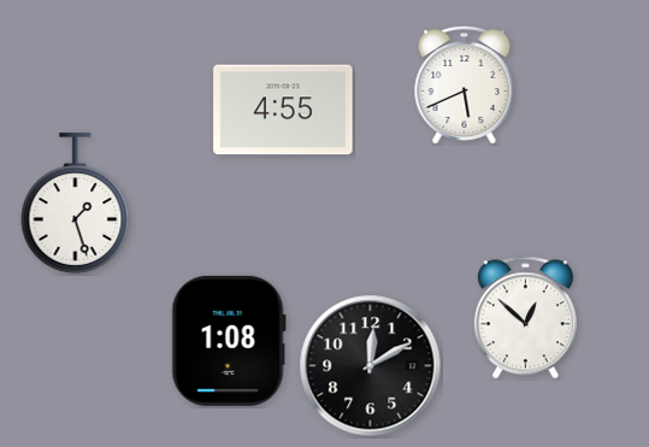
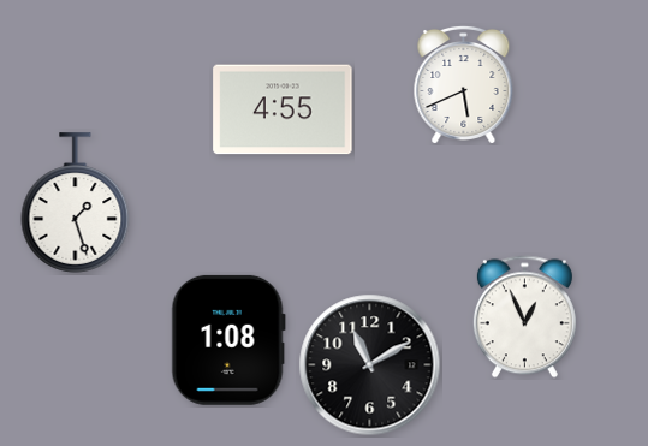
clock at (525, 318): 12:52 -> 12:56
clock at (371, 366): 12:10 -> 11:10
